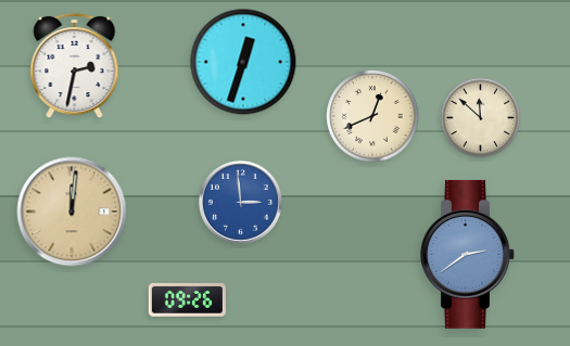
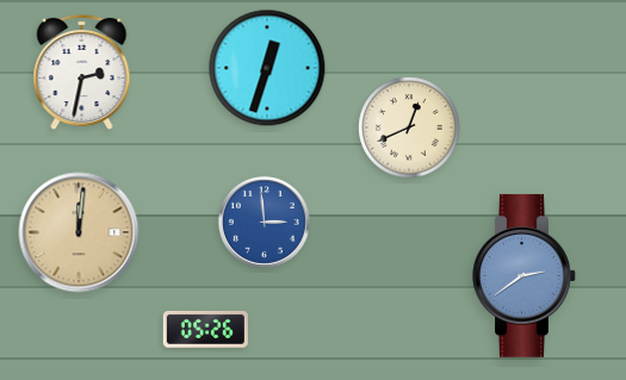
clock at (481, 118): 11:52 -> none
clock at (468, 254) position: (468, 254) -> (525, 275)
clock at (187, 299): 09:26 -> 05:26
